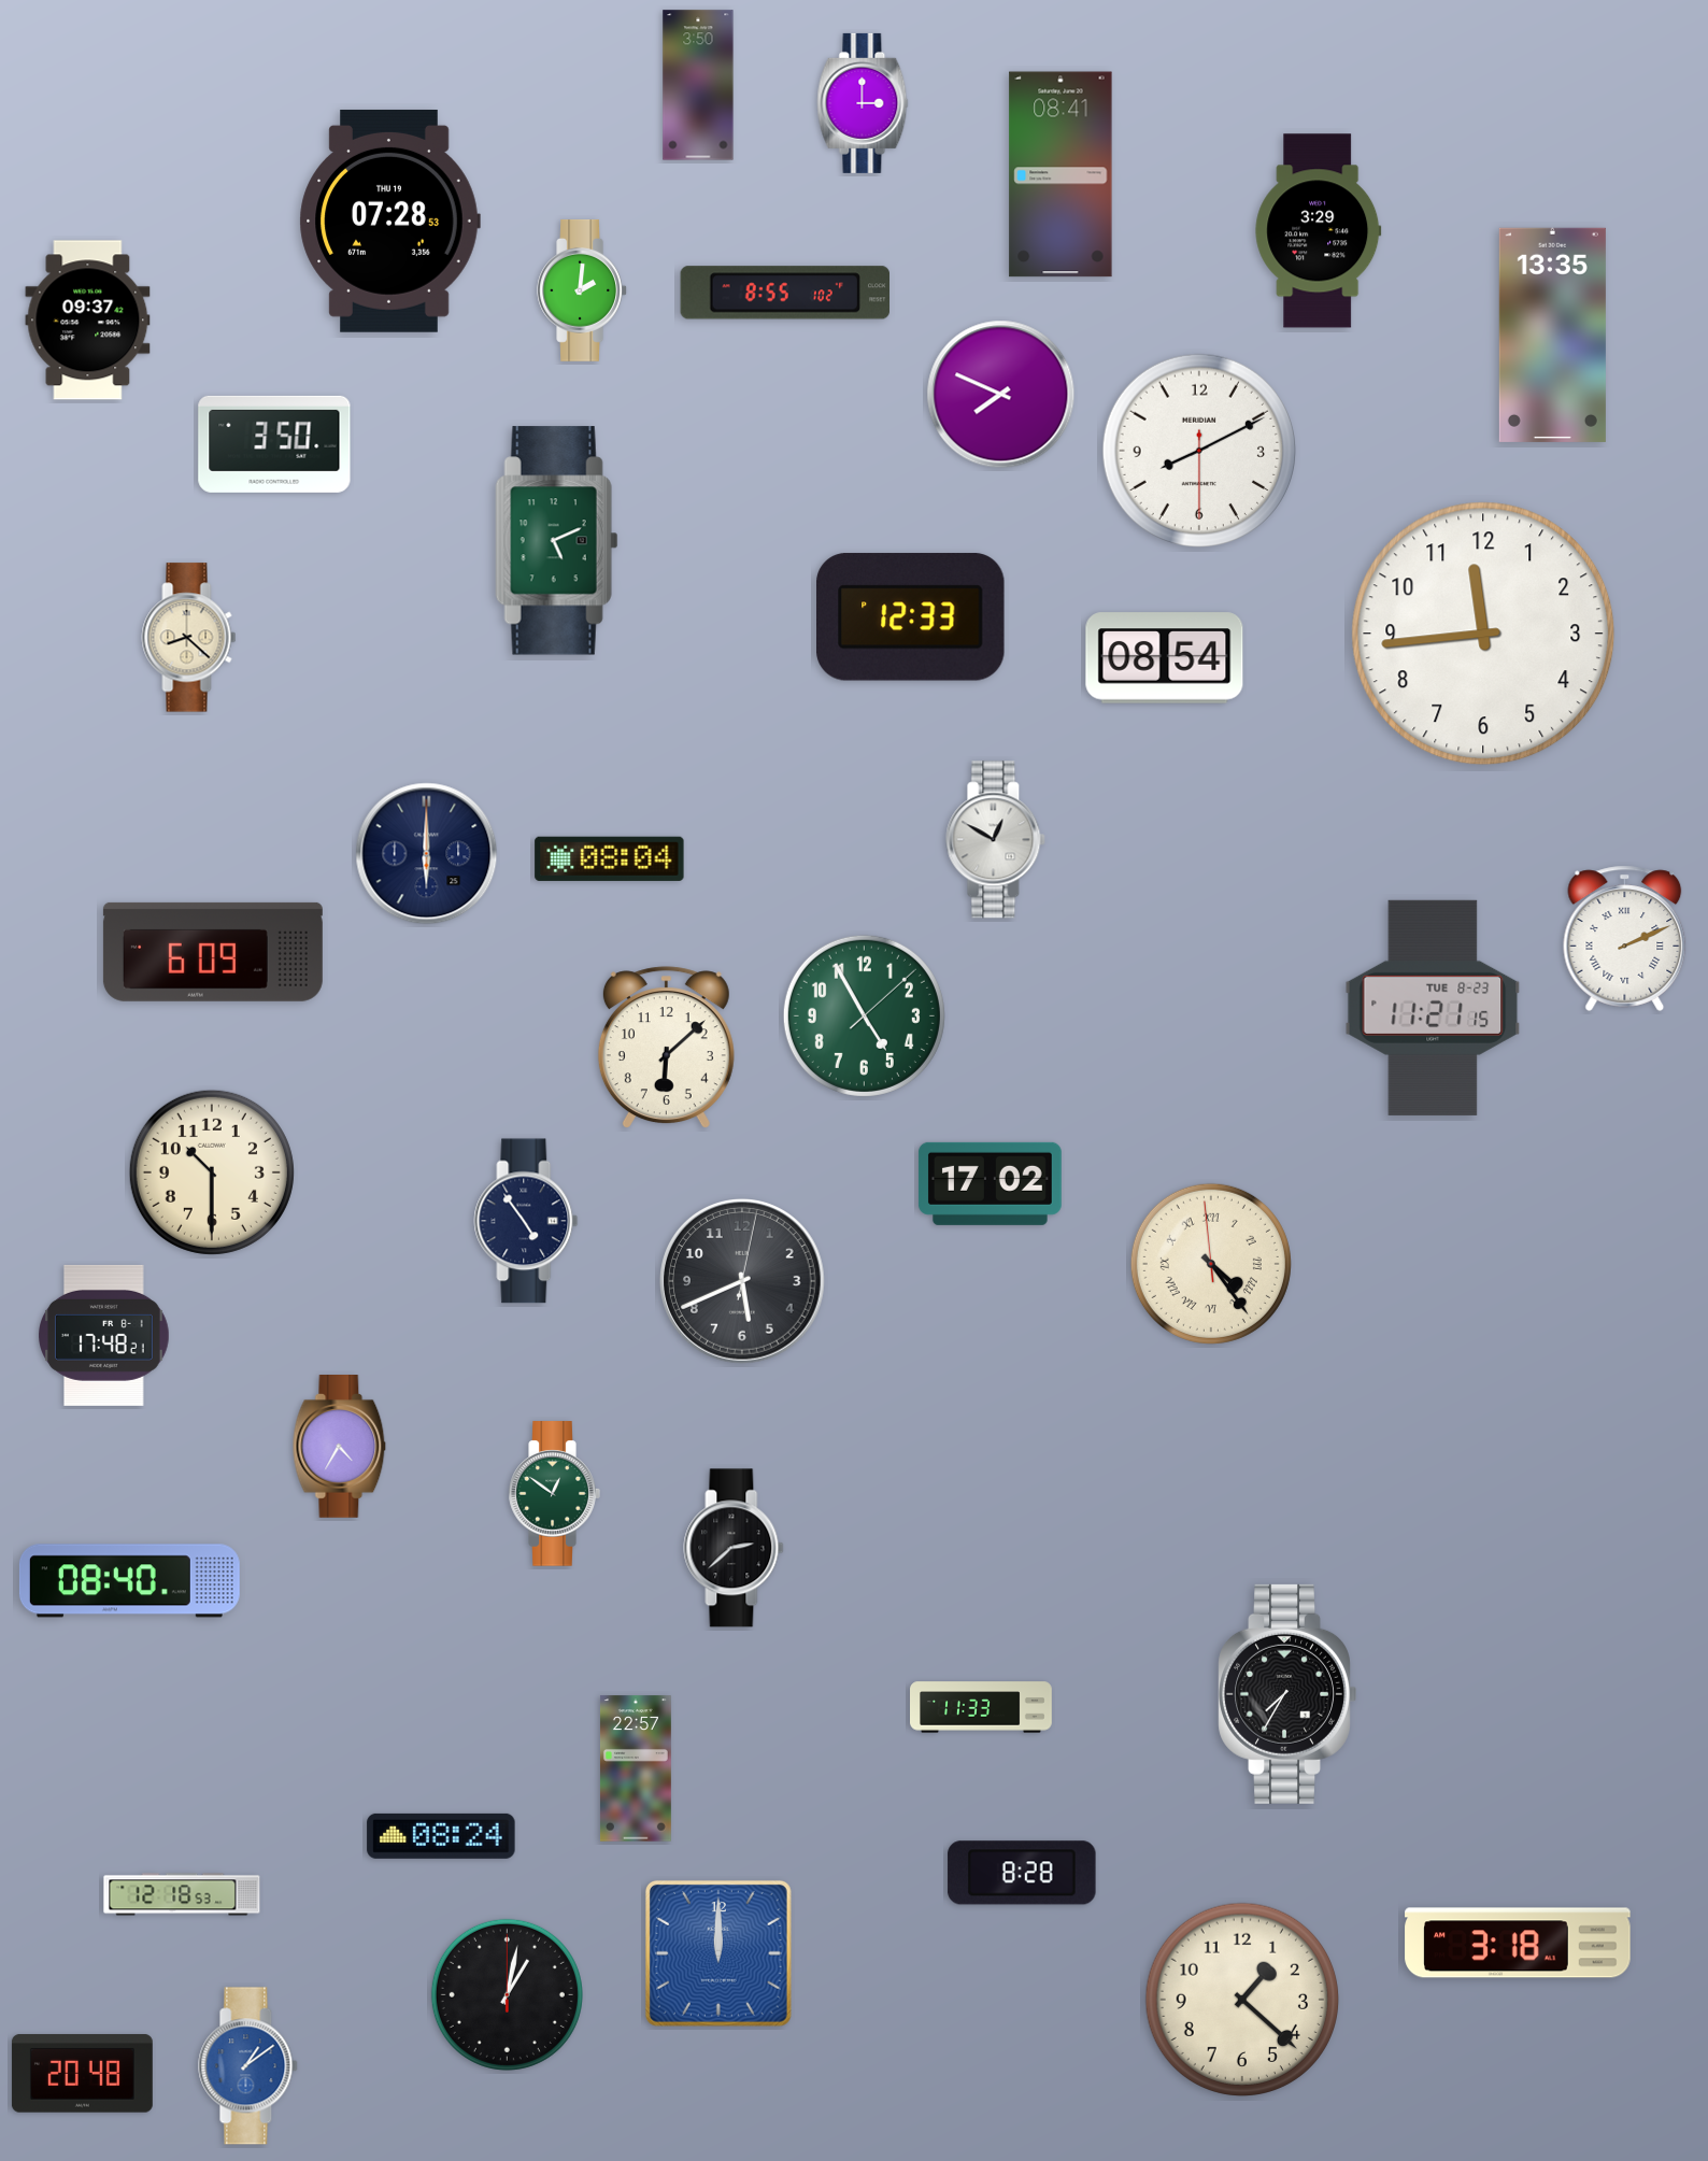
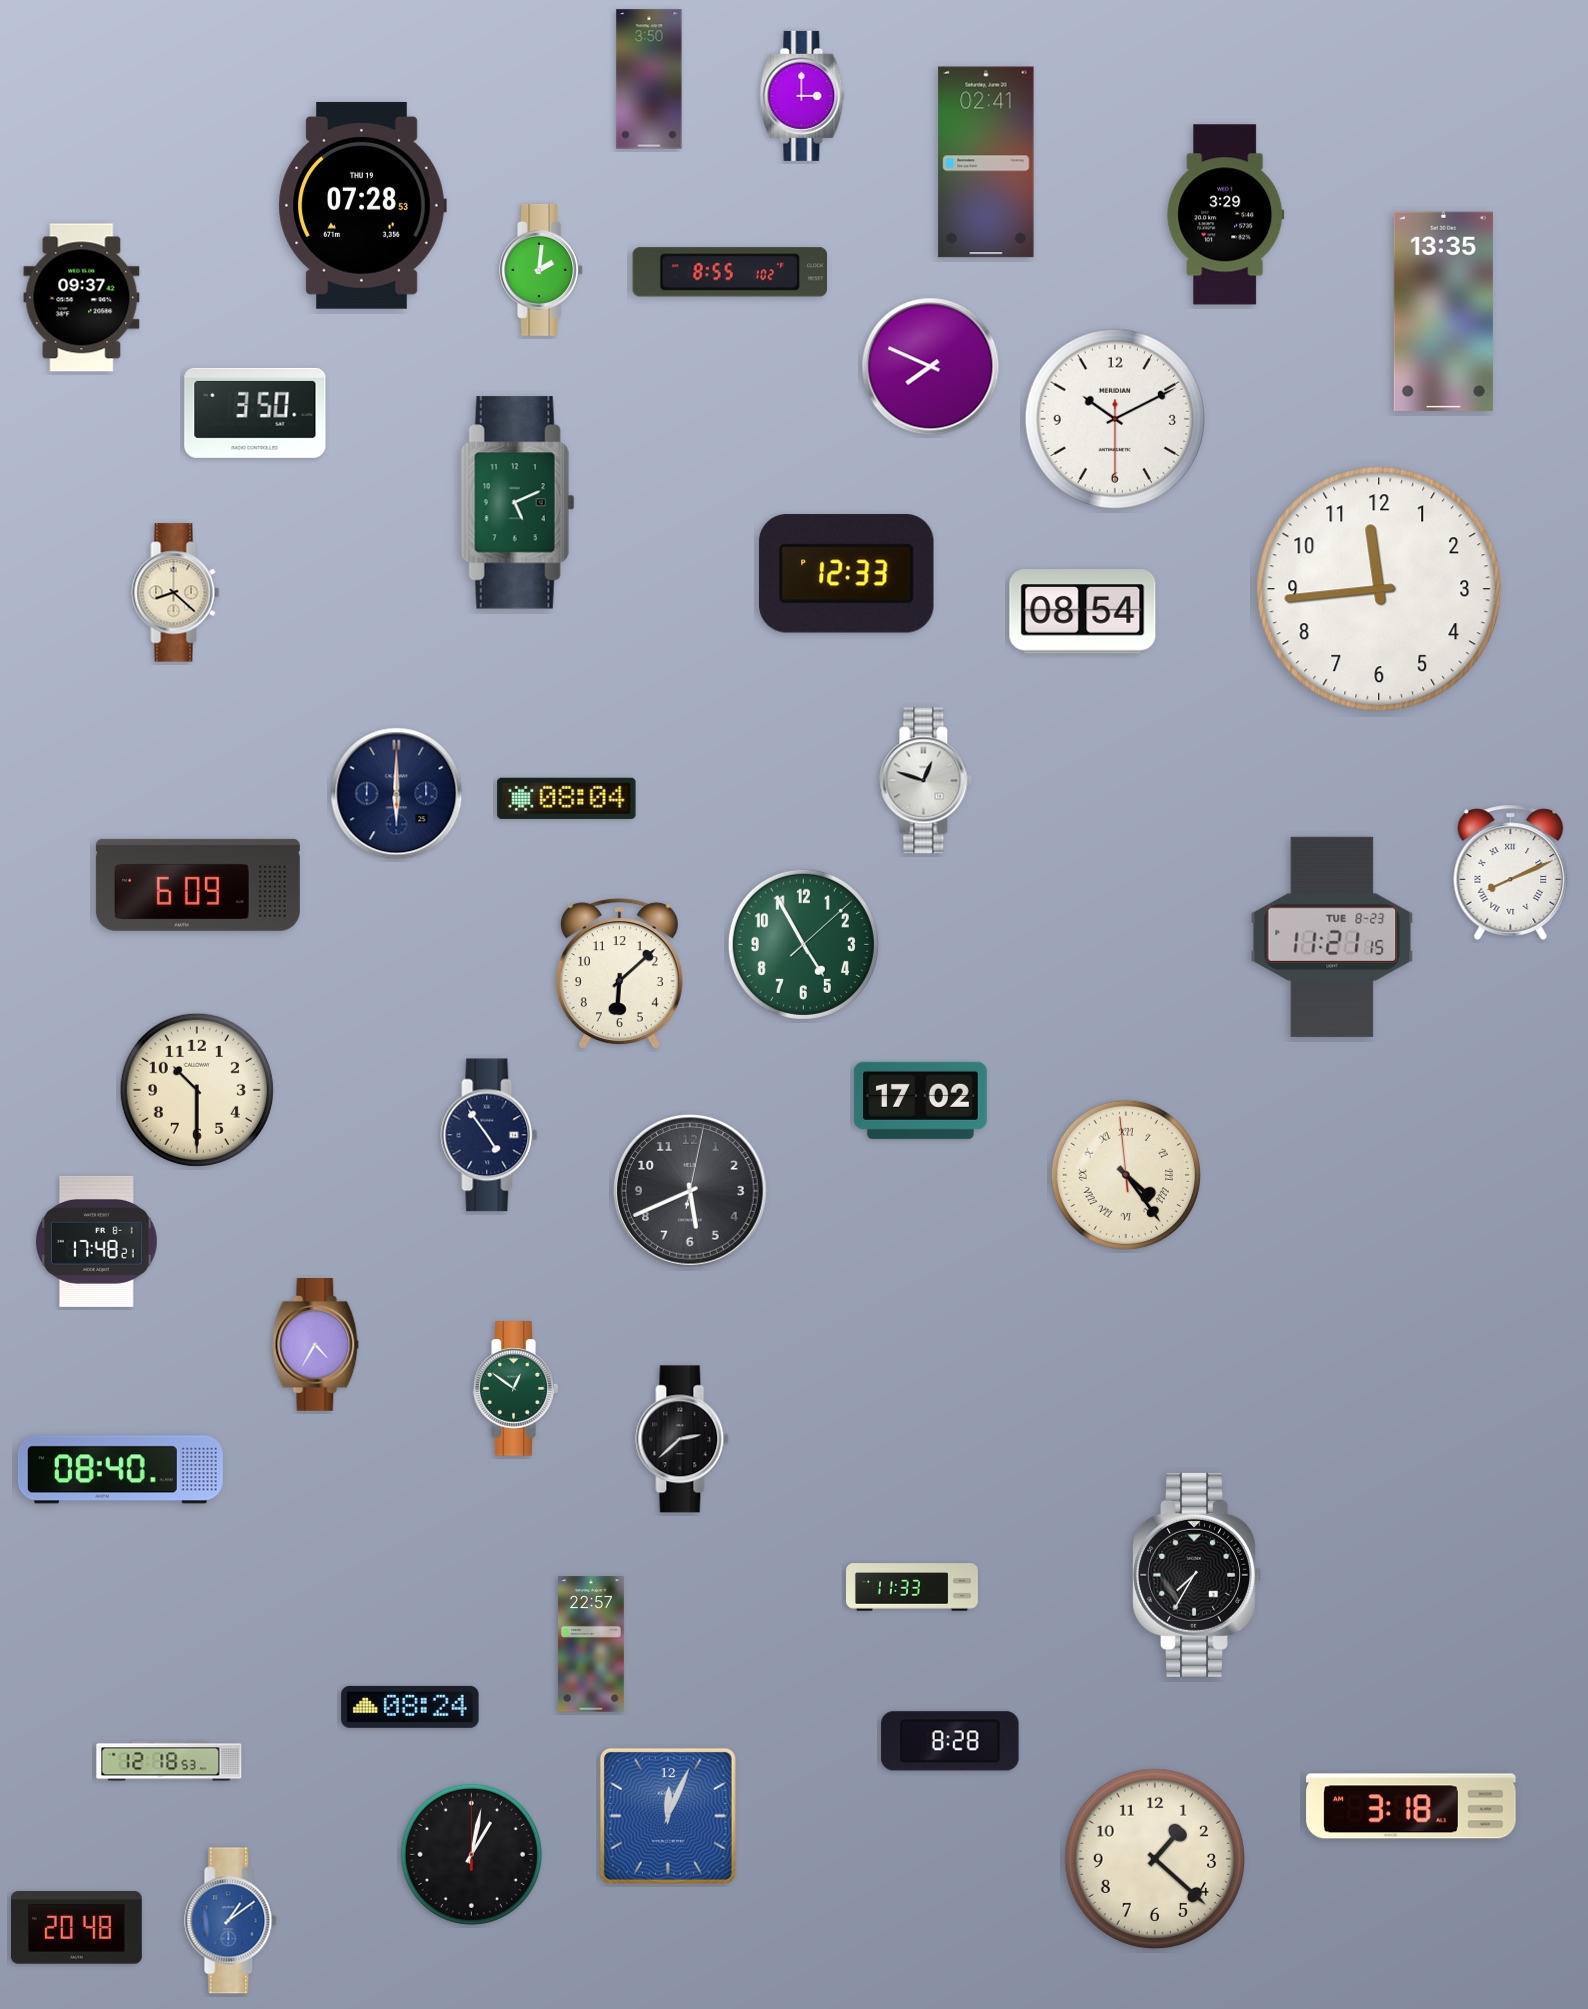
clock at (1061, 174): 08:41 -> 02:41
clock at (1198, 450): 8:10 -> 10:10
clock at (996, 840): 12:50 -> 12:48
clock at (1625, 938): 2:11 -> 8:11
clock at (718, 1953): 12:00 -> 12:04
